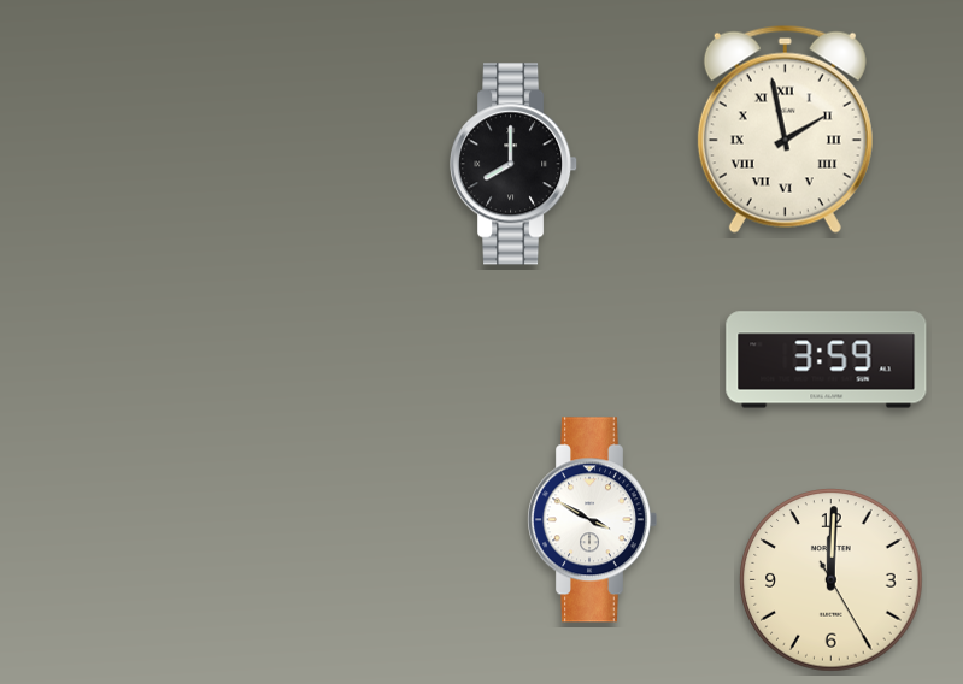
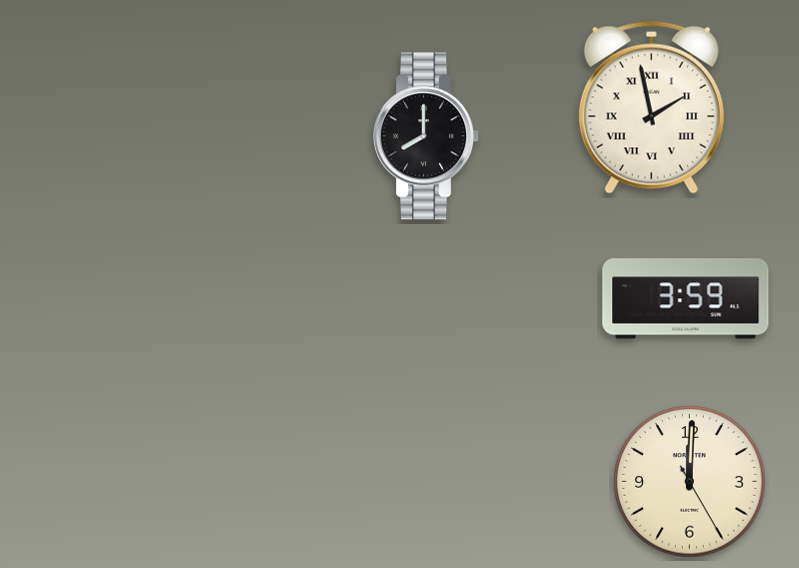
clock at (592, 520): 3:50 -> none
